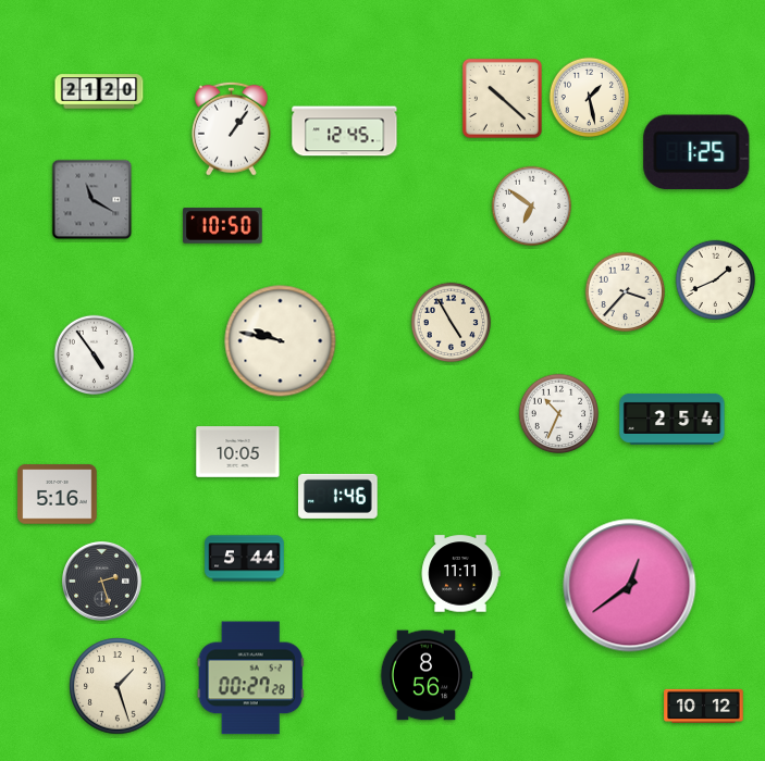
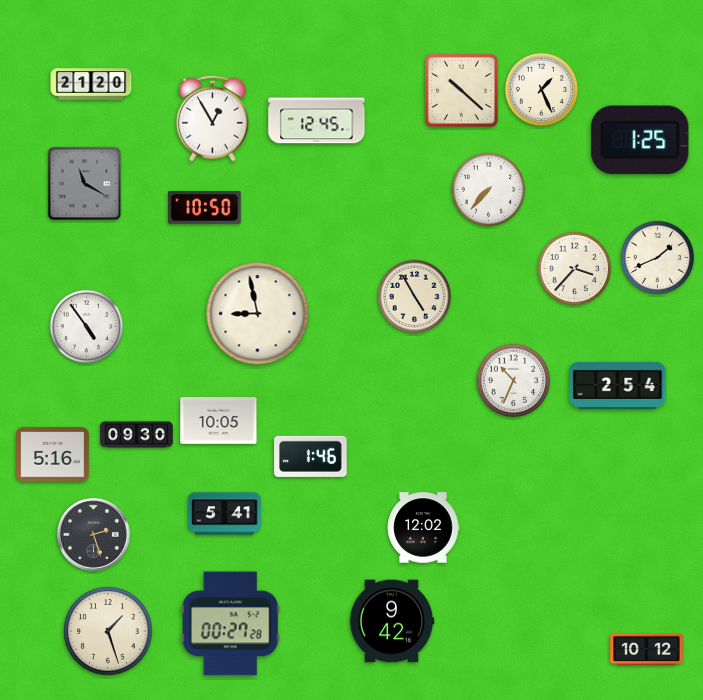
clock at (590, 98): 1:28 -> 1:26
clock at (231, 128): 1:06 -> 12:55
clock at (532, 207): 6:51 -> 7:37
clock at (281, 341): 9:47 -> 8:58
clock at (238, 452) position: (238, 452) -> (219, 421)
clock at (137, 435): none -> 09:30
clock at (245, 559): 5:44 -> 5:41
clock at (460, 574): 11:11 -> 12:02
clock at (630, 586): 12:39 -> none
clock at (427, 675): 8:56 -> 9:42
